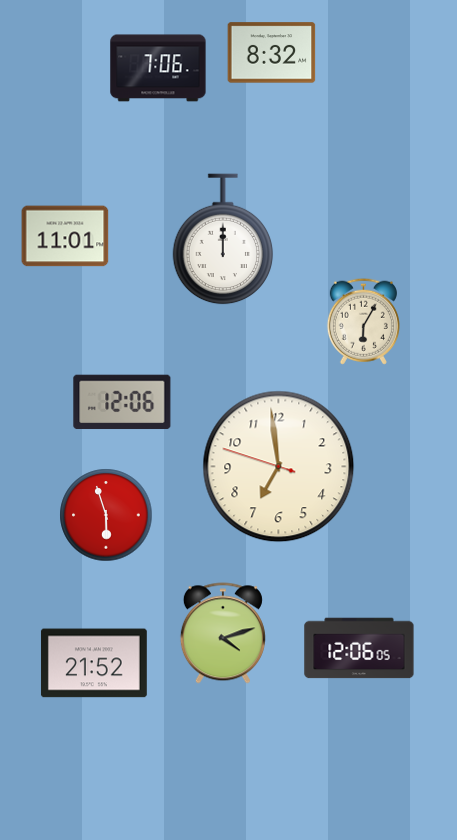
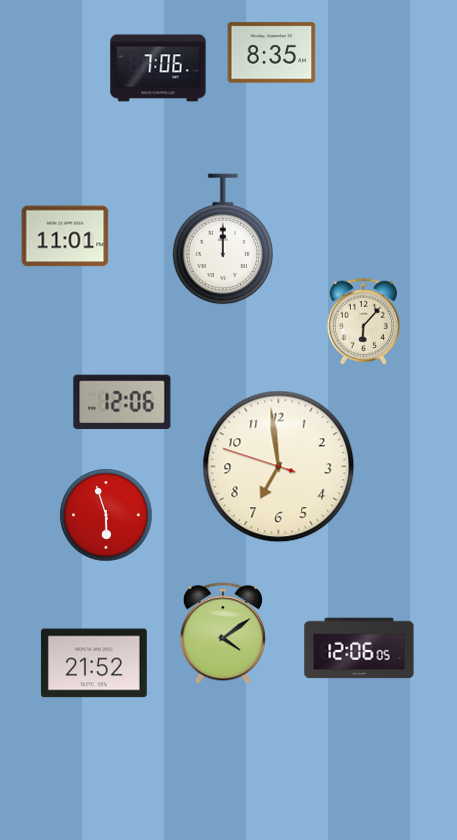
clock at (272, 53): 8:32 -> 8:35
clock at (363, 321): 6:05 -> 6:07
clock at (223, 633): 4:12 -> 4:09
